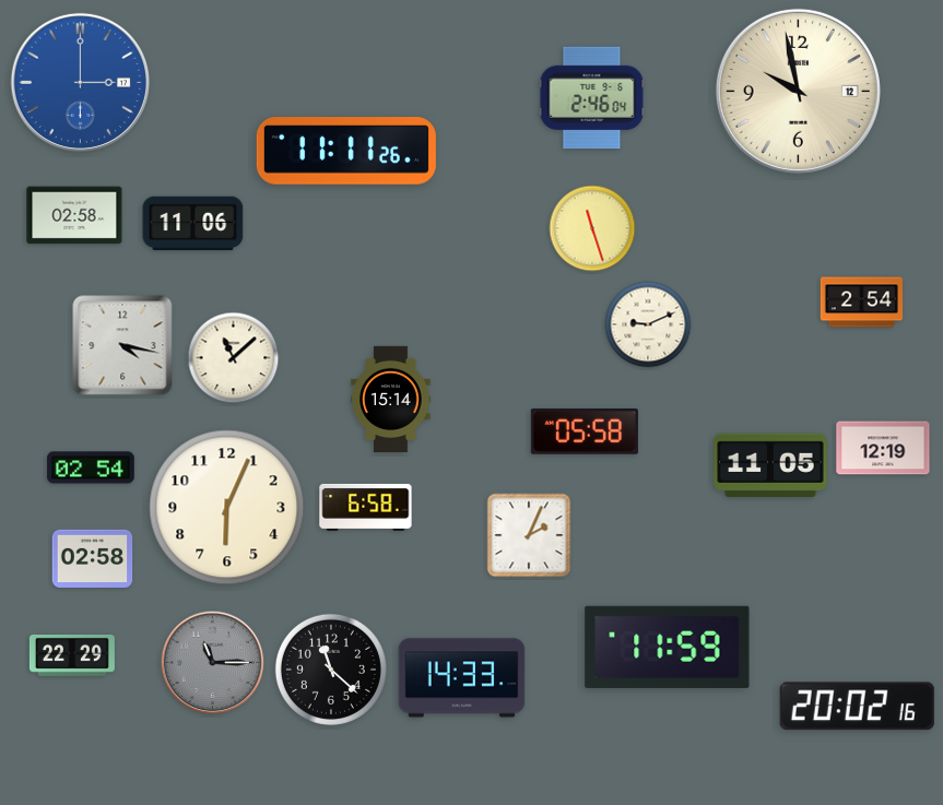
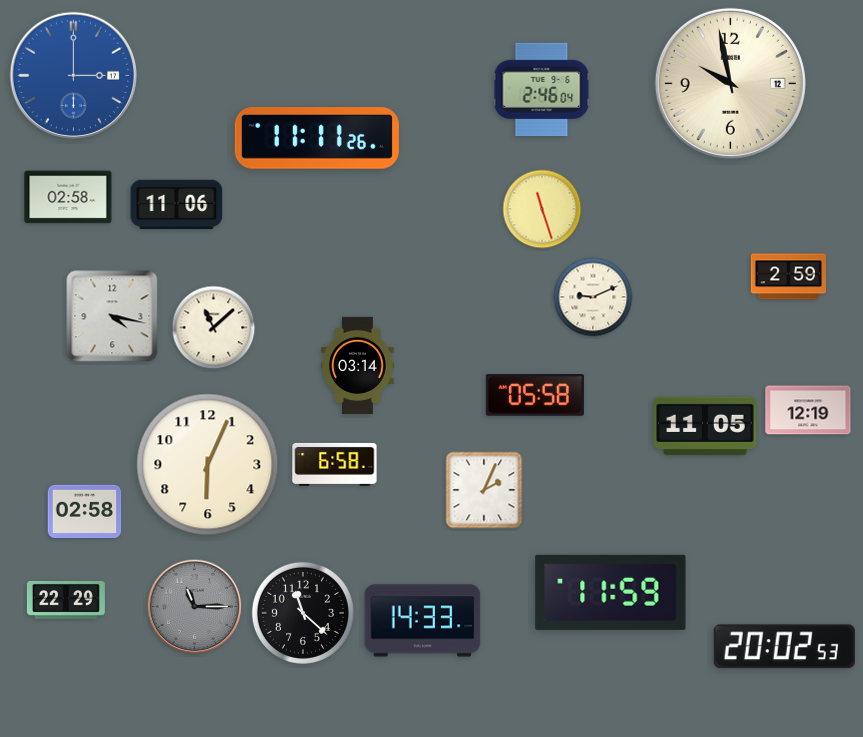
clock at (861, 303): 2:54 -> 2:59
clock at (391, 399): 15:14 -> 03:14
clock at (91, 467): 02:54 -> none
clock at (857, 707): 20:02:16 -> 20:02:53
